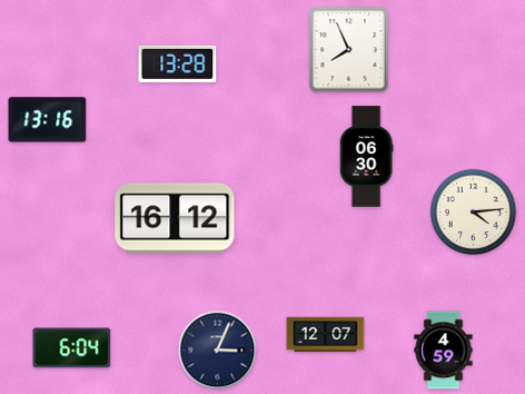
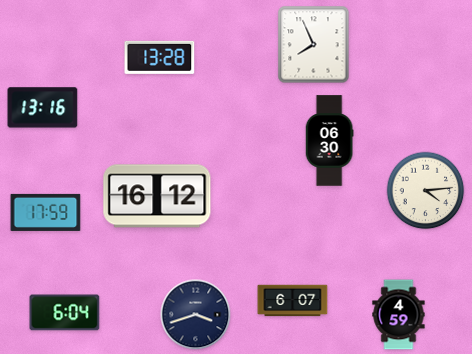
clock at (46, 212): none -> 17:59
clock at (326, 335): 12:07 -> 6:07
clock at (218, 351): 3:04 -> 3:42
